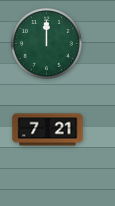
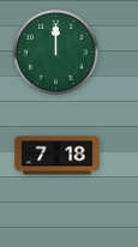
clock at (48, 130): 7:21 -> 7:18
